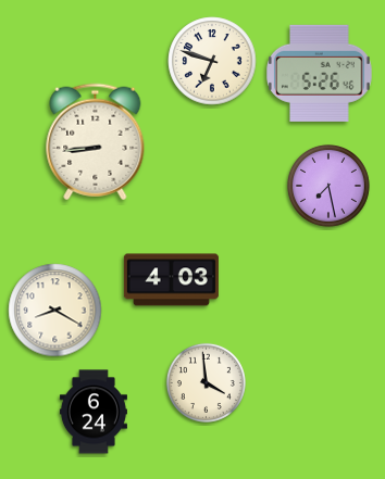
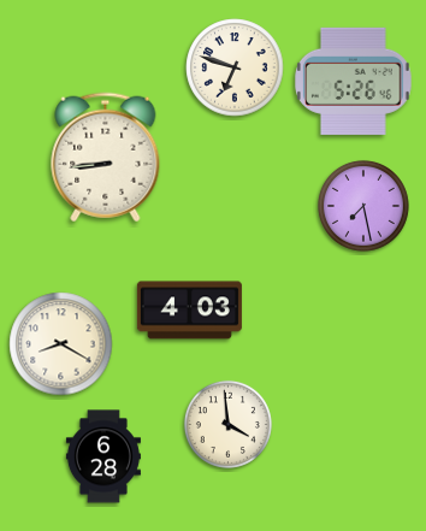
clock at (94, 412): 6:24 -> 6:28
